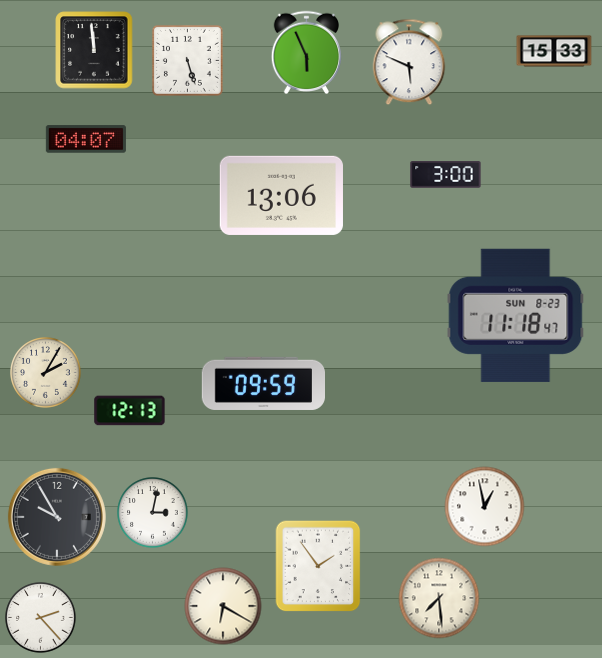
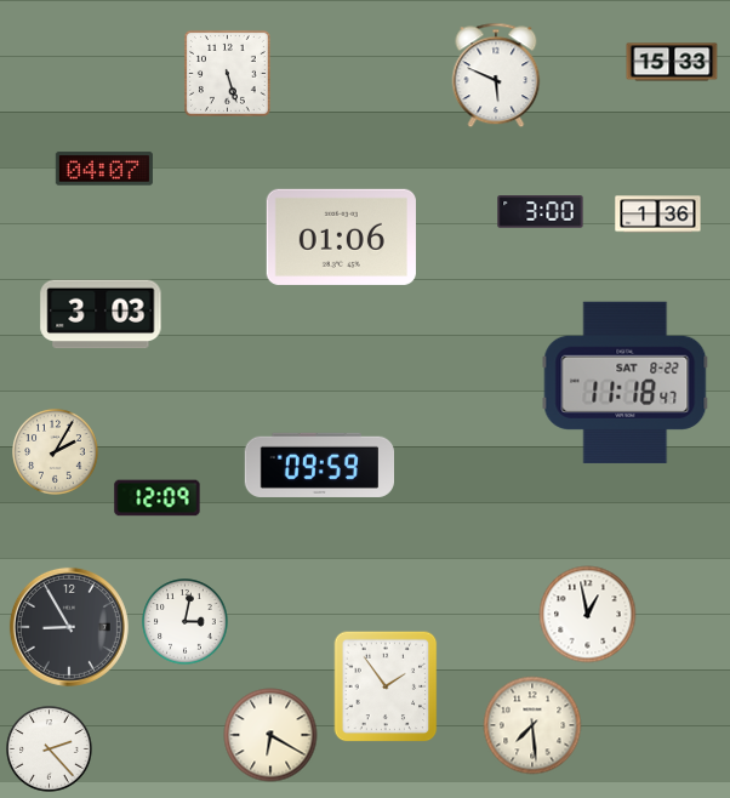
clock at (94, 50): 11:59 -> none
clock at (307, 52): 5:56 -> none
clock at (658, 215): none -> 1:36
clock at (281, 195): 13:06 -> 01:06
clock at (101, 314): none -> 3:03
clock at (516, 315) date: SUN 8-23 -> SAT 8-22
clock at (130, 411): 12:13 -> 12:09
clock at (57, 517): 9:55 -> 8:55
